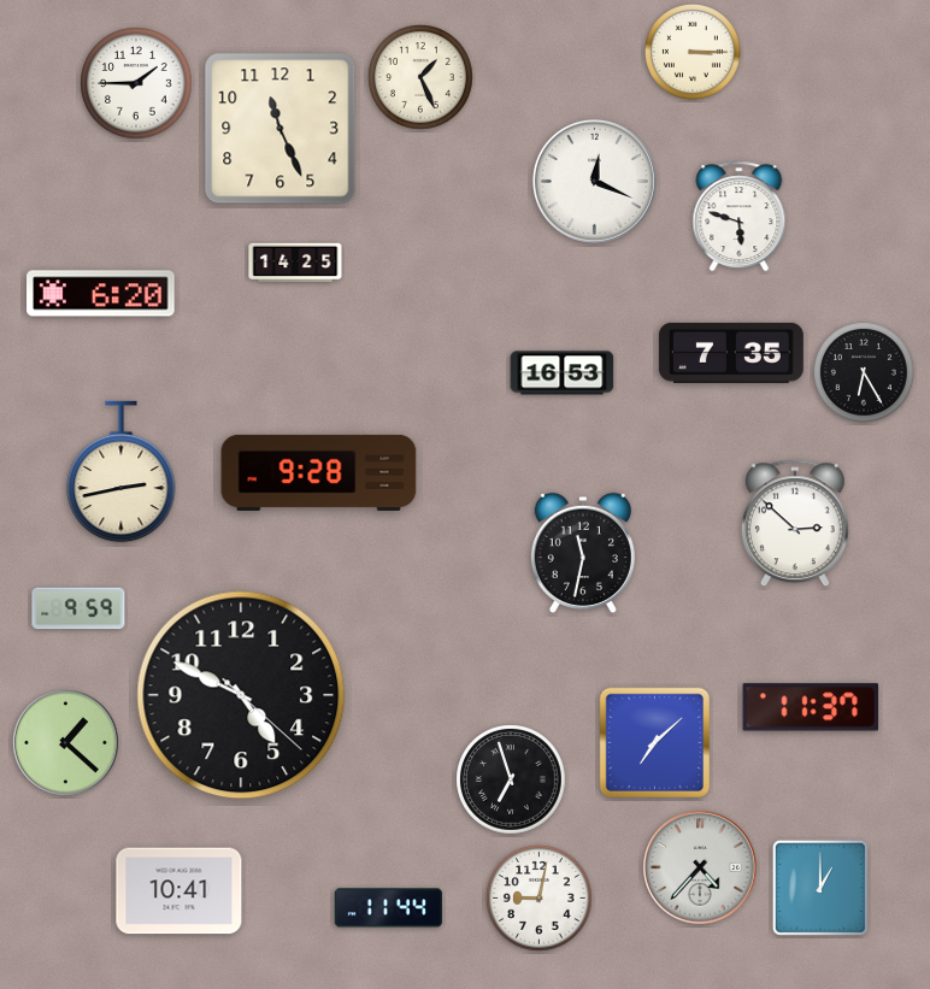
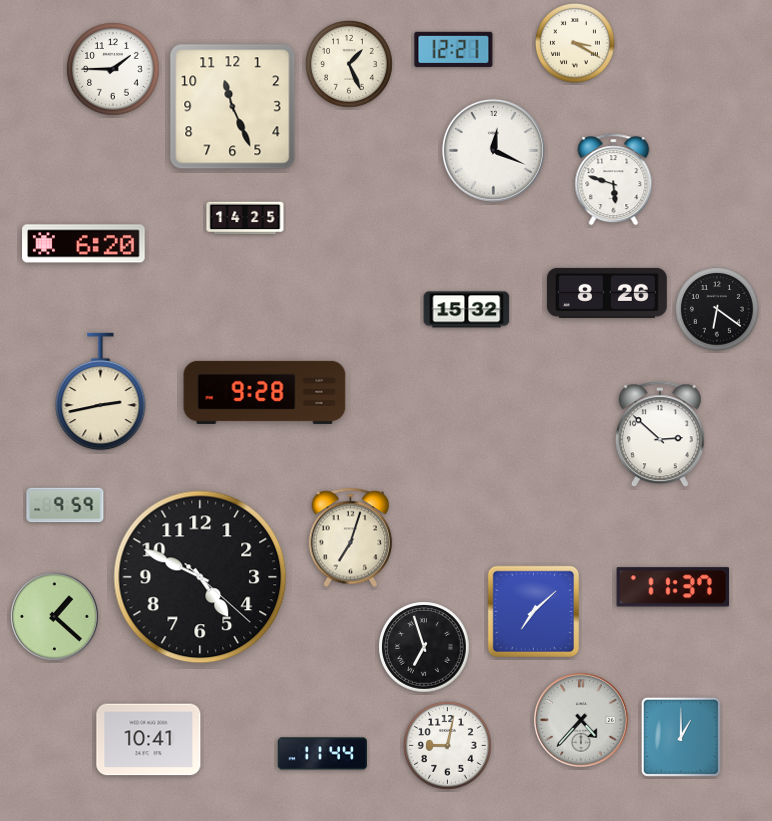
clock at (693, 52): 3:15 -> 3:20
clock at (454, 49): none -> 12:21
clock at (731, 353): 7:35 -> 8:26
clock at (864, 372): 6:25 -> 6:21
clock at (563, 373): 16:53 -> 15:32
clock at (583, 553): 11:32 -> none
clock at (351, 538): none -> 7:03
clock at (655, 743) position: (655, 743) -> (534, 612)
